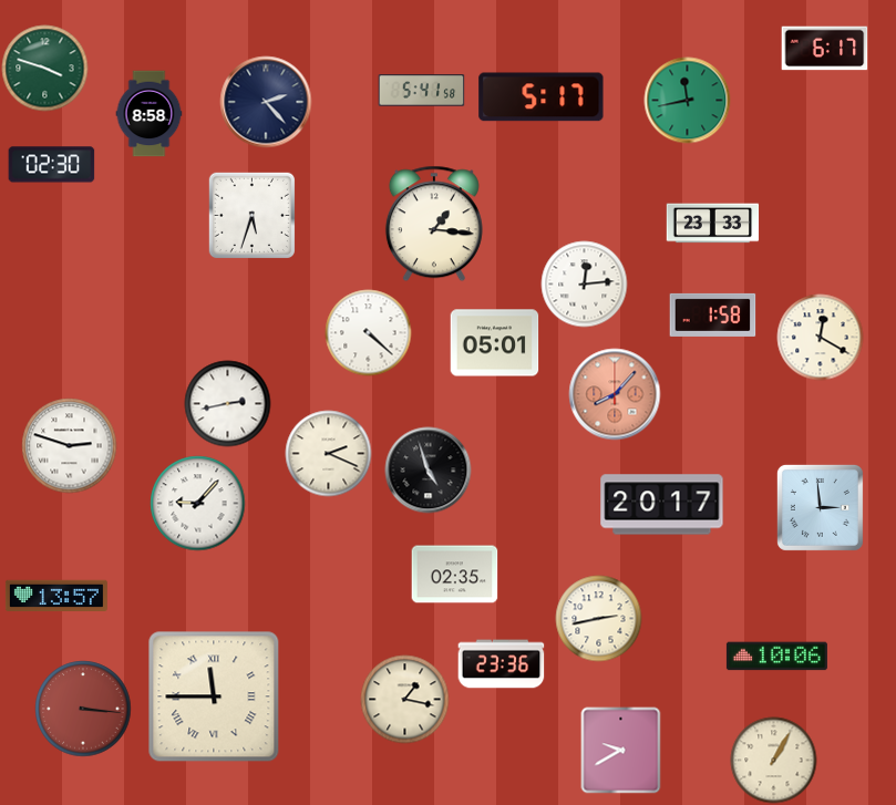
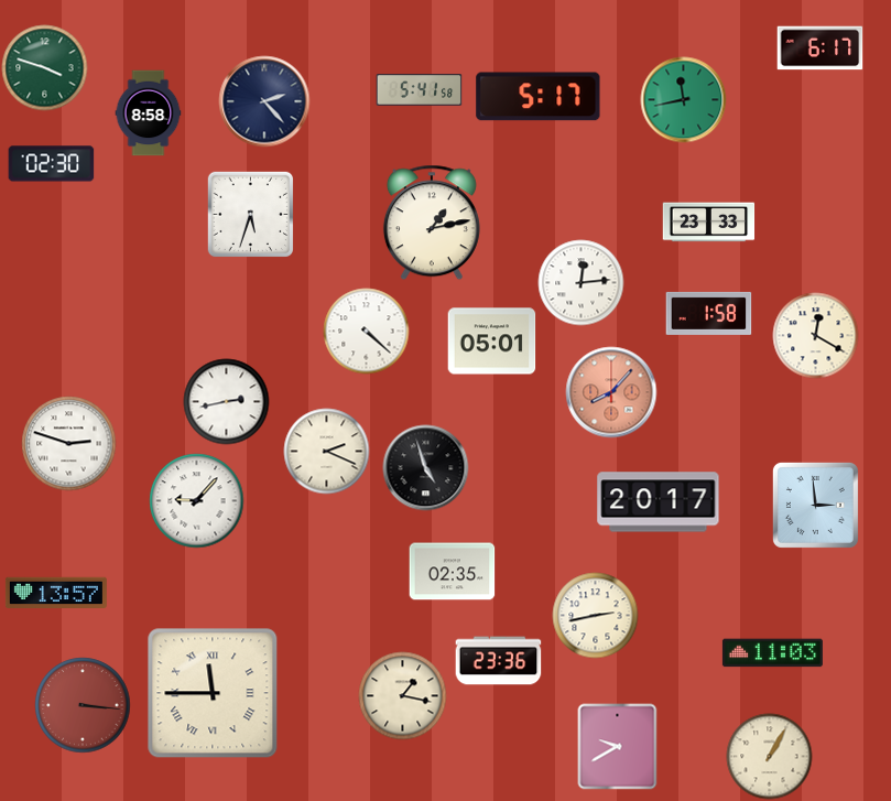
clock at (434, 224): 1:16 -> 1:13
clock at (776, 657): 10:06 -> 11:03
